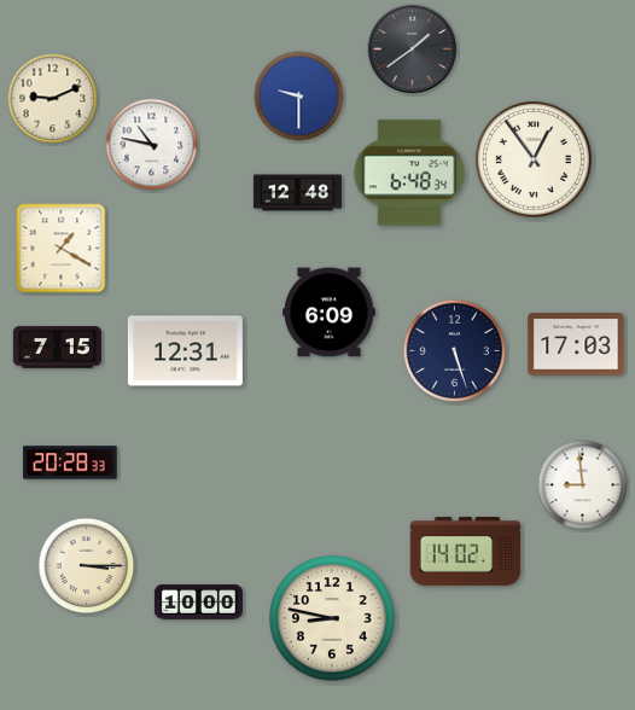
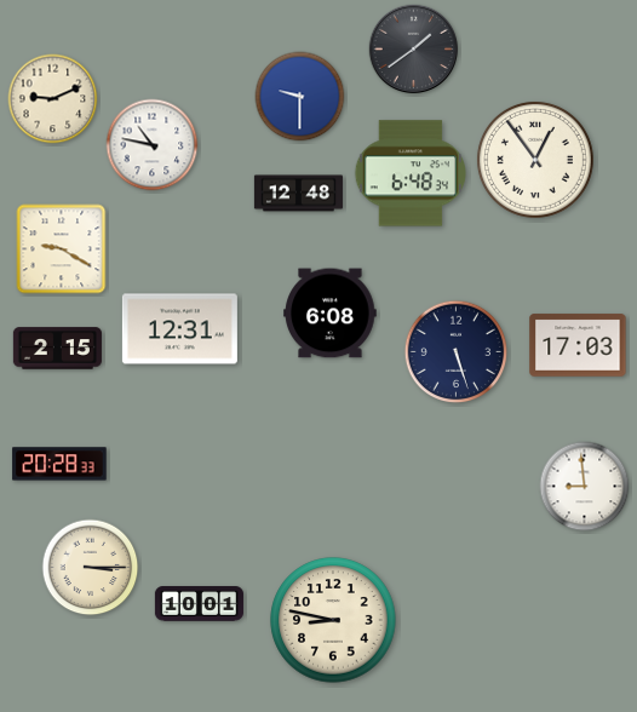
clock at (62, 249): 1:20 -> 9:20
clock at (330, 313): 6:09 -> 6:08
clock at (57, 348): 7:15 -> 2:15
clock at (185, 351) position: (185, 351) -> (179, 329)
clock at (70, 462) position: (70, 462) -> (59, 464)
clock at (466, 552): 14:02 -> none
clock at (87, 566) position: (87, 566) -> (91, 568)
clock at (198, 603): 10:00 -> 10:01
